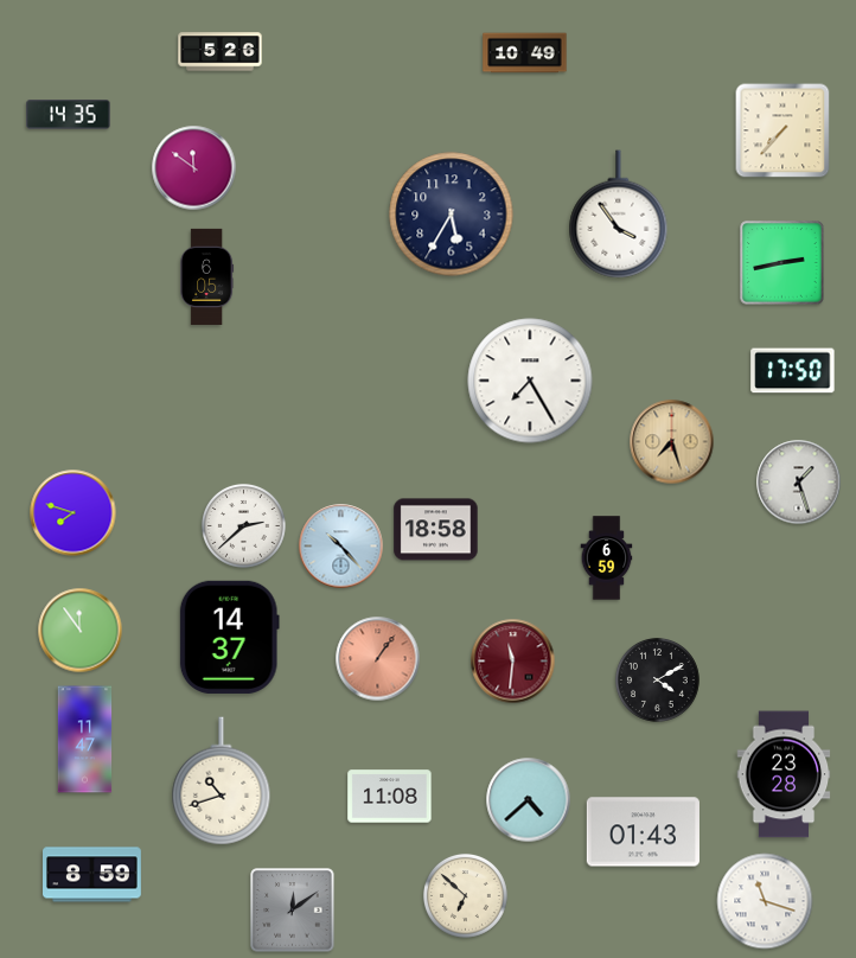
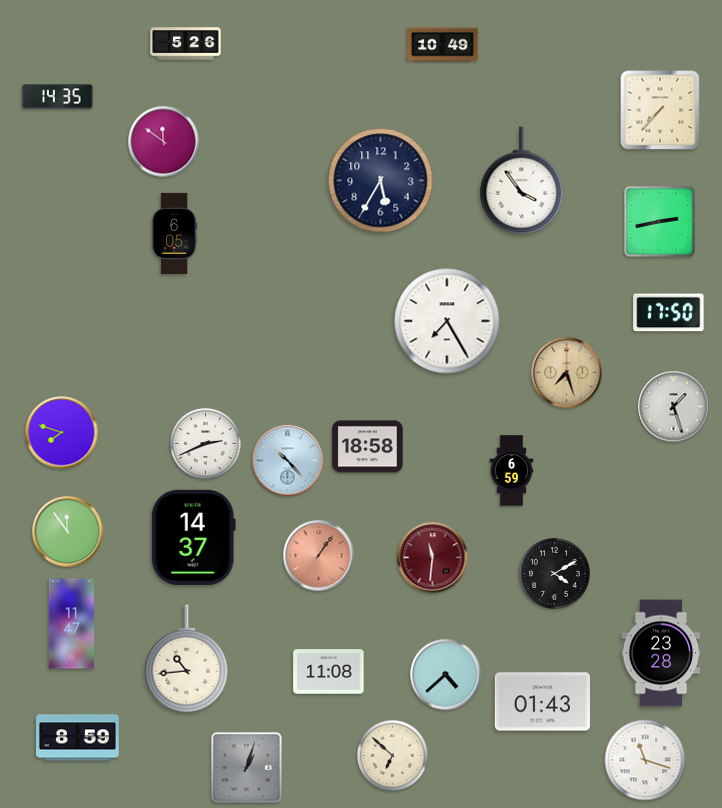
clock at (243, 525): 2:38 -> 2:41
clock at (222, 781): 10:42 -> 10:44
clock at (293, 911): 12:09 -> 1:03
